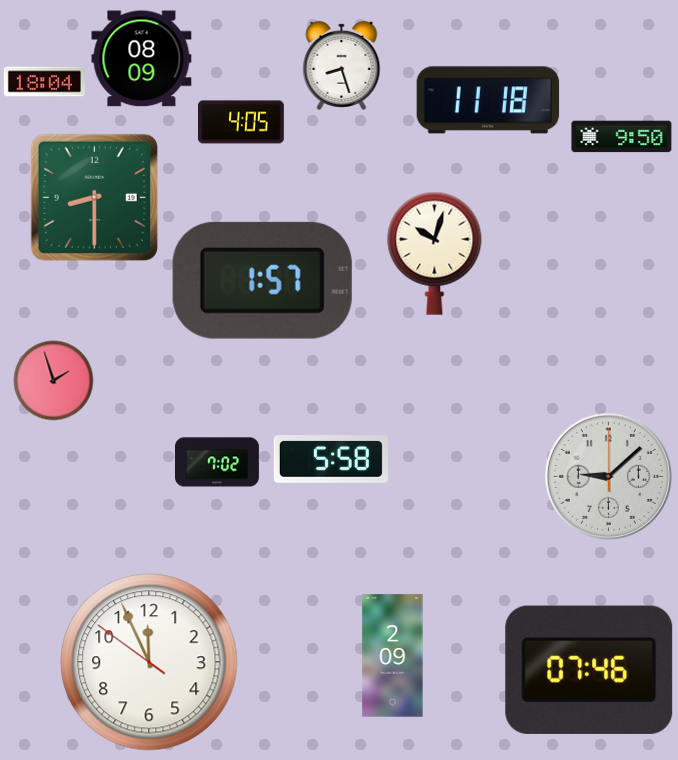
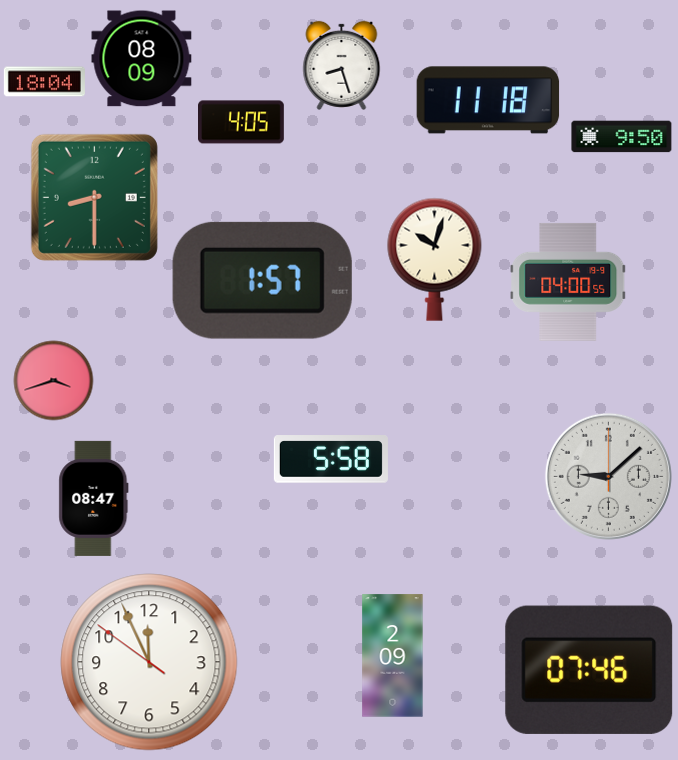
clock at (435, 253) position: (435, 253) -> (435, 259)
clock at (568, 282): none -> 04:00
clock at (54, 381): 1:57 -> 3:42
clock at (217, 462): 7:02 -> none
clock at (94, 498): none -> 08:47
